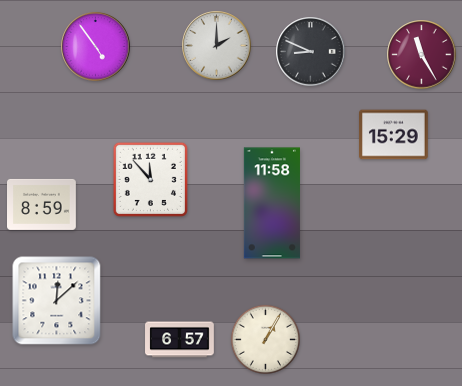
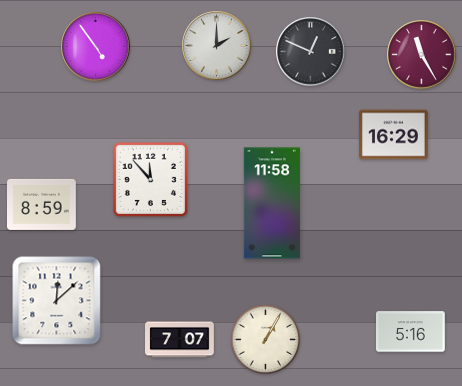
clock at (311, 52): 8:49 -> 12:49
clock at (394, 135): 15:29 -> 16:29
clock at (411, 332): none -> 5:16
clock at (180, 340): 6:57 -> 7:07
